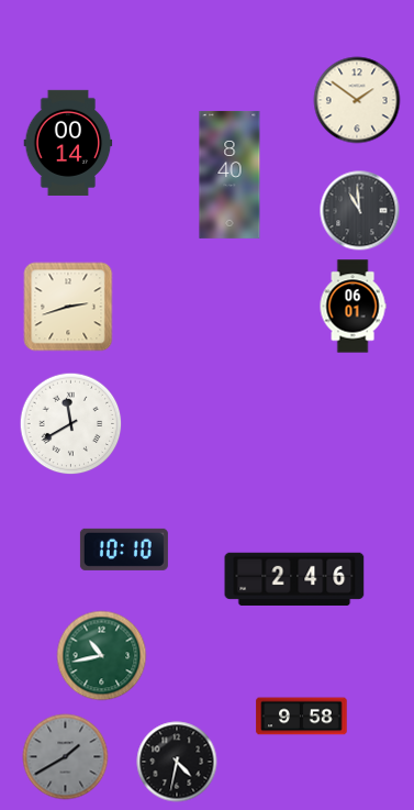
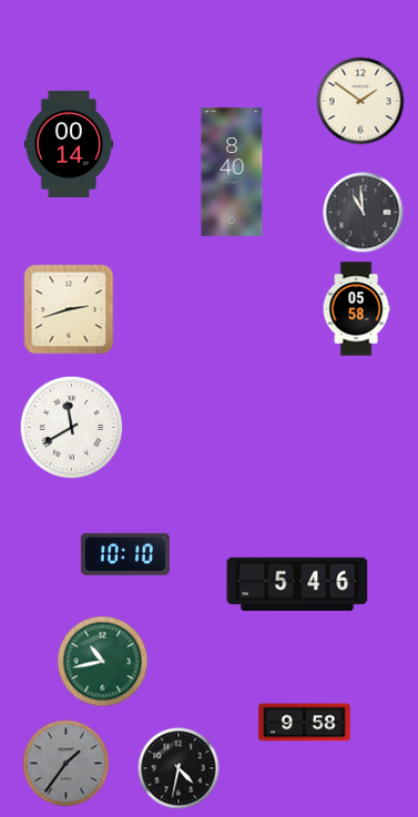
clock at (230, 175) position: (230, 175) -> (232, 172)
clock at (353, 307): 06:01 -> 05:58
clock at (294, 579): 2:46 -> 5:46
clock at (66, 757): 1:40 -> 1:36
